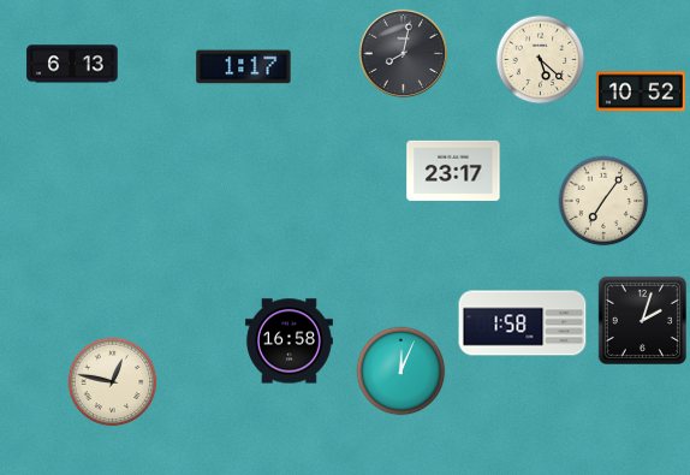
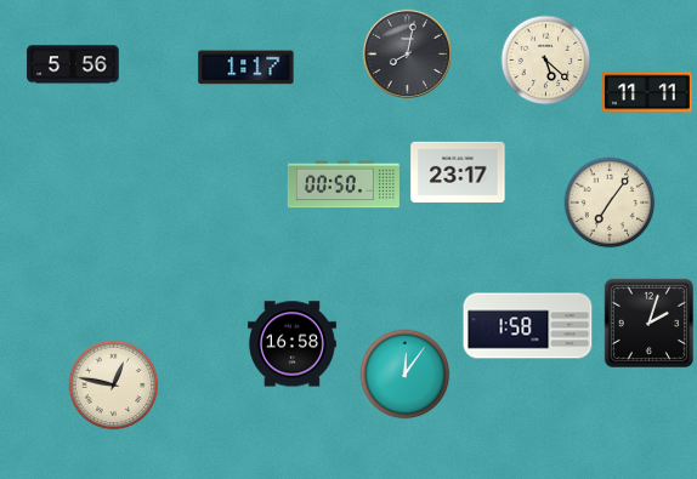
clock at (72, 64): 6:13 -> 5:56
clock at (642, 91): 10:52 -> 11:11
clock at (344, 184): none -> 00:50
clock at (401, 372): 12:04 -> 12:06
